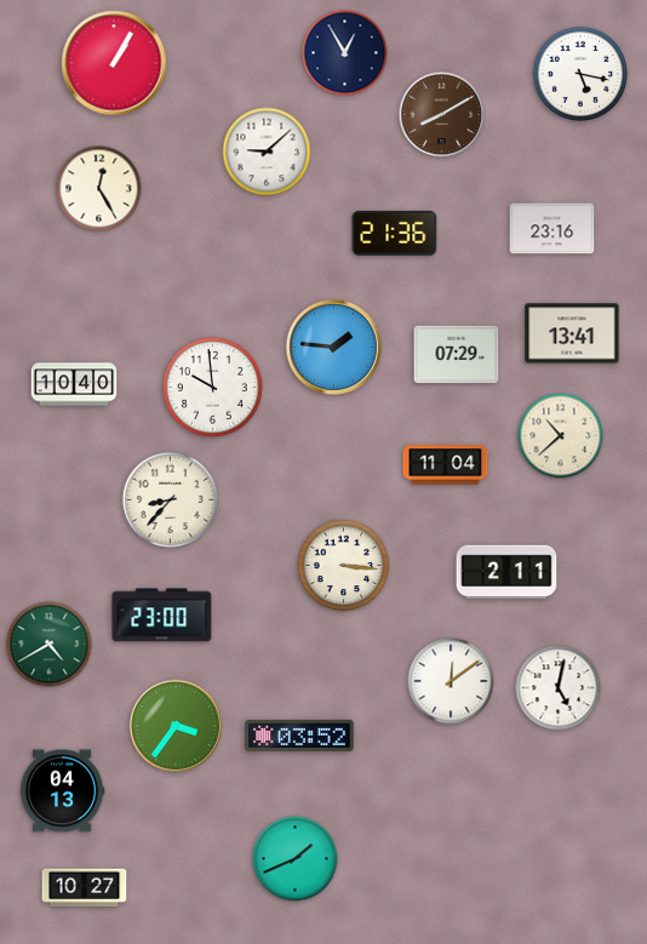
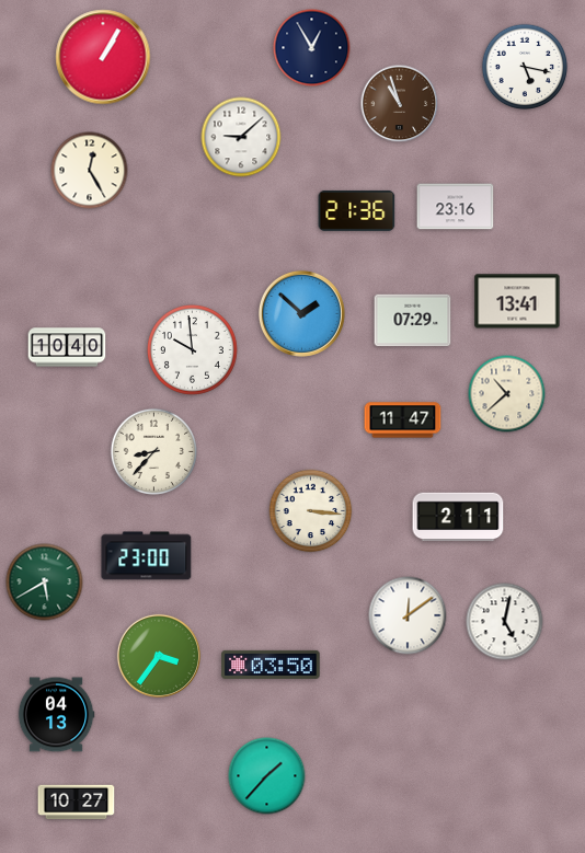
clock at (442, 115): 8:10 -> 10:57
clock at (552, 229) position: (552, 229) -> (456, 207)
clock at (333, 347): 1:46 -> 1:52
clock at (446, 465): 11:04 -> 11:47
clock at (50, 645): 4:40 -> 5:40
clock at (299, 736): 03:52 -> 03:50
clock at (296, 859): 1:41 -> 1:37
